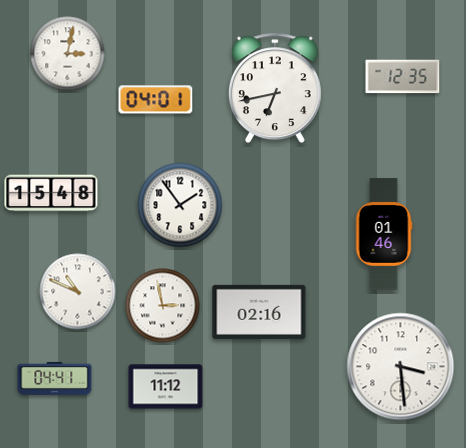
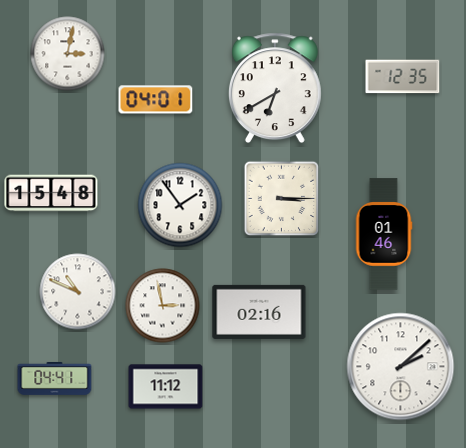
clock at (275, 88): 6:43 -> 6:40
clock at (282, 199): none -> 3:15
clock at (401, 367): 3:29 -> 2:08
